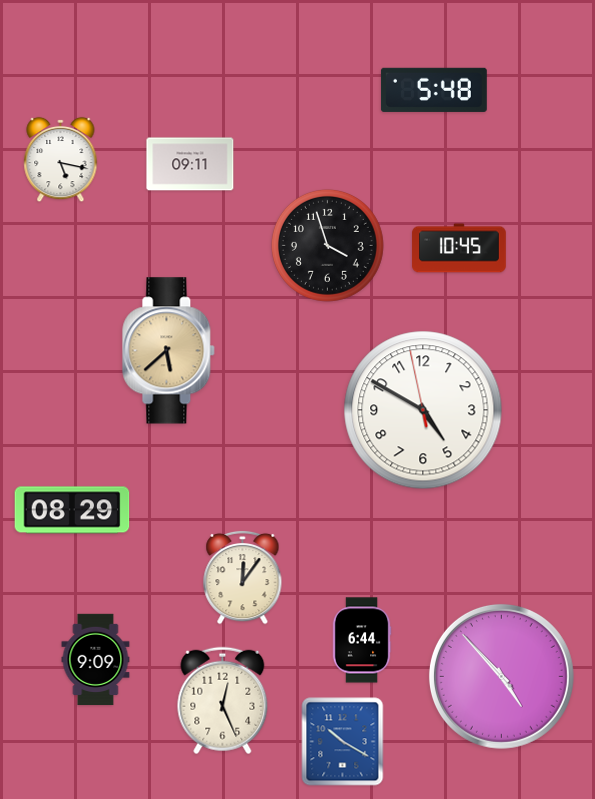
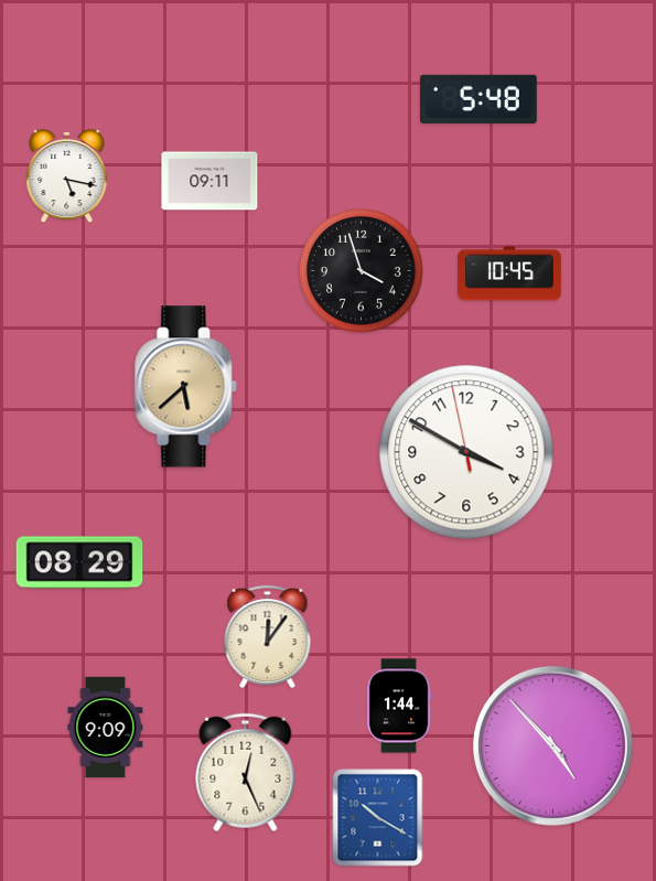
clock at (459, 248) position: (459, 248) -> (509, 273)
clock at (423, 410): 4:49 -> 3:49
clock at (362, 640): 6:44 -> 1:44
